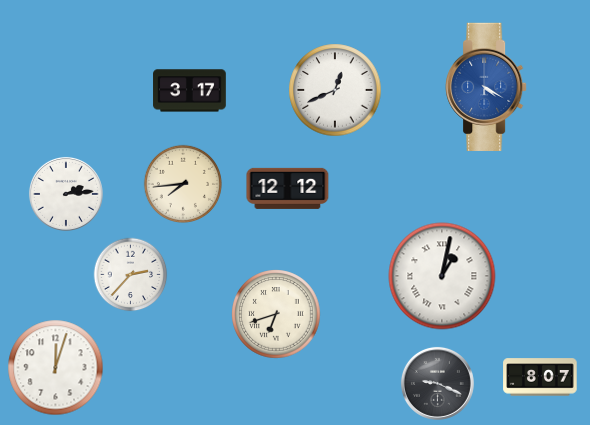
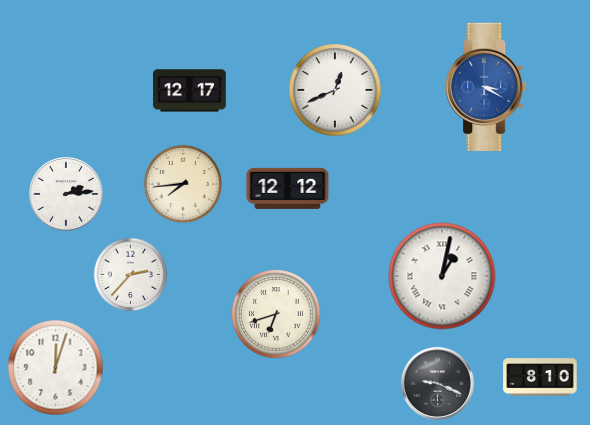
clock at (486, 86): 4:20 -> 3:20
clock at (190, 91): 3:17 -> 12:17
clock at (540, 377): 8:07 -> 8:10
